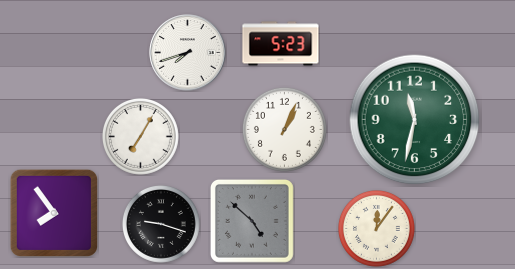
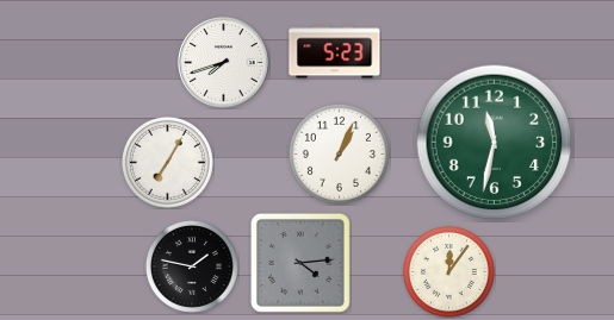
clock at (53, 212): 7:54 -> none
clock at (252, 221): 4:52 -> 4:14
clock at (161, 224): 9:18 -> 1:47
